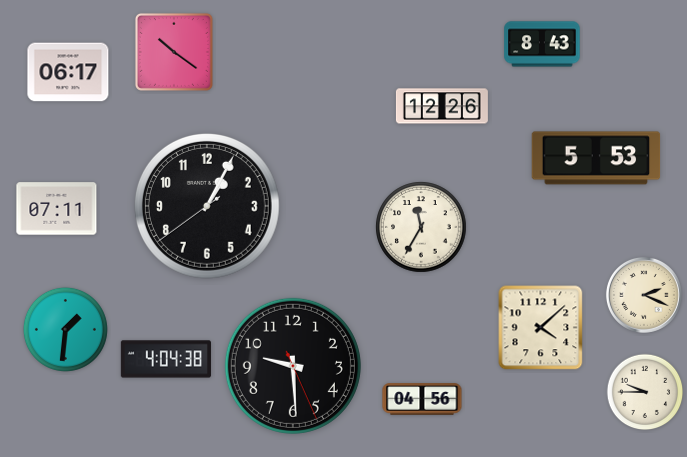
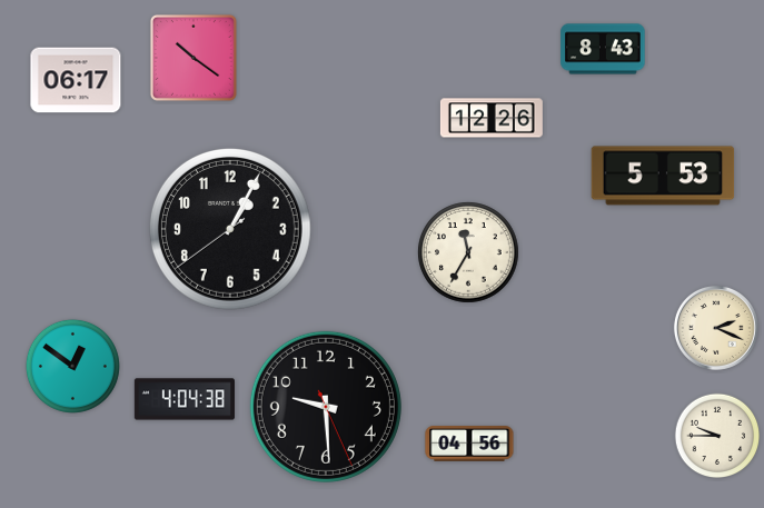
clock at (57, 209): 07:11 -> none
clock at (541, 328): 4:08 -> none
clock at (65, 329): 1:31 -> 12:51
